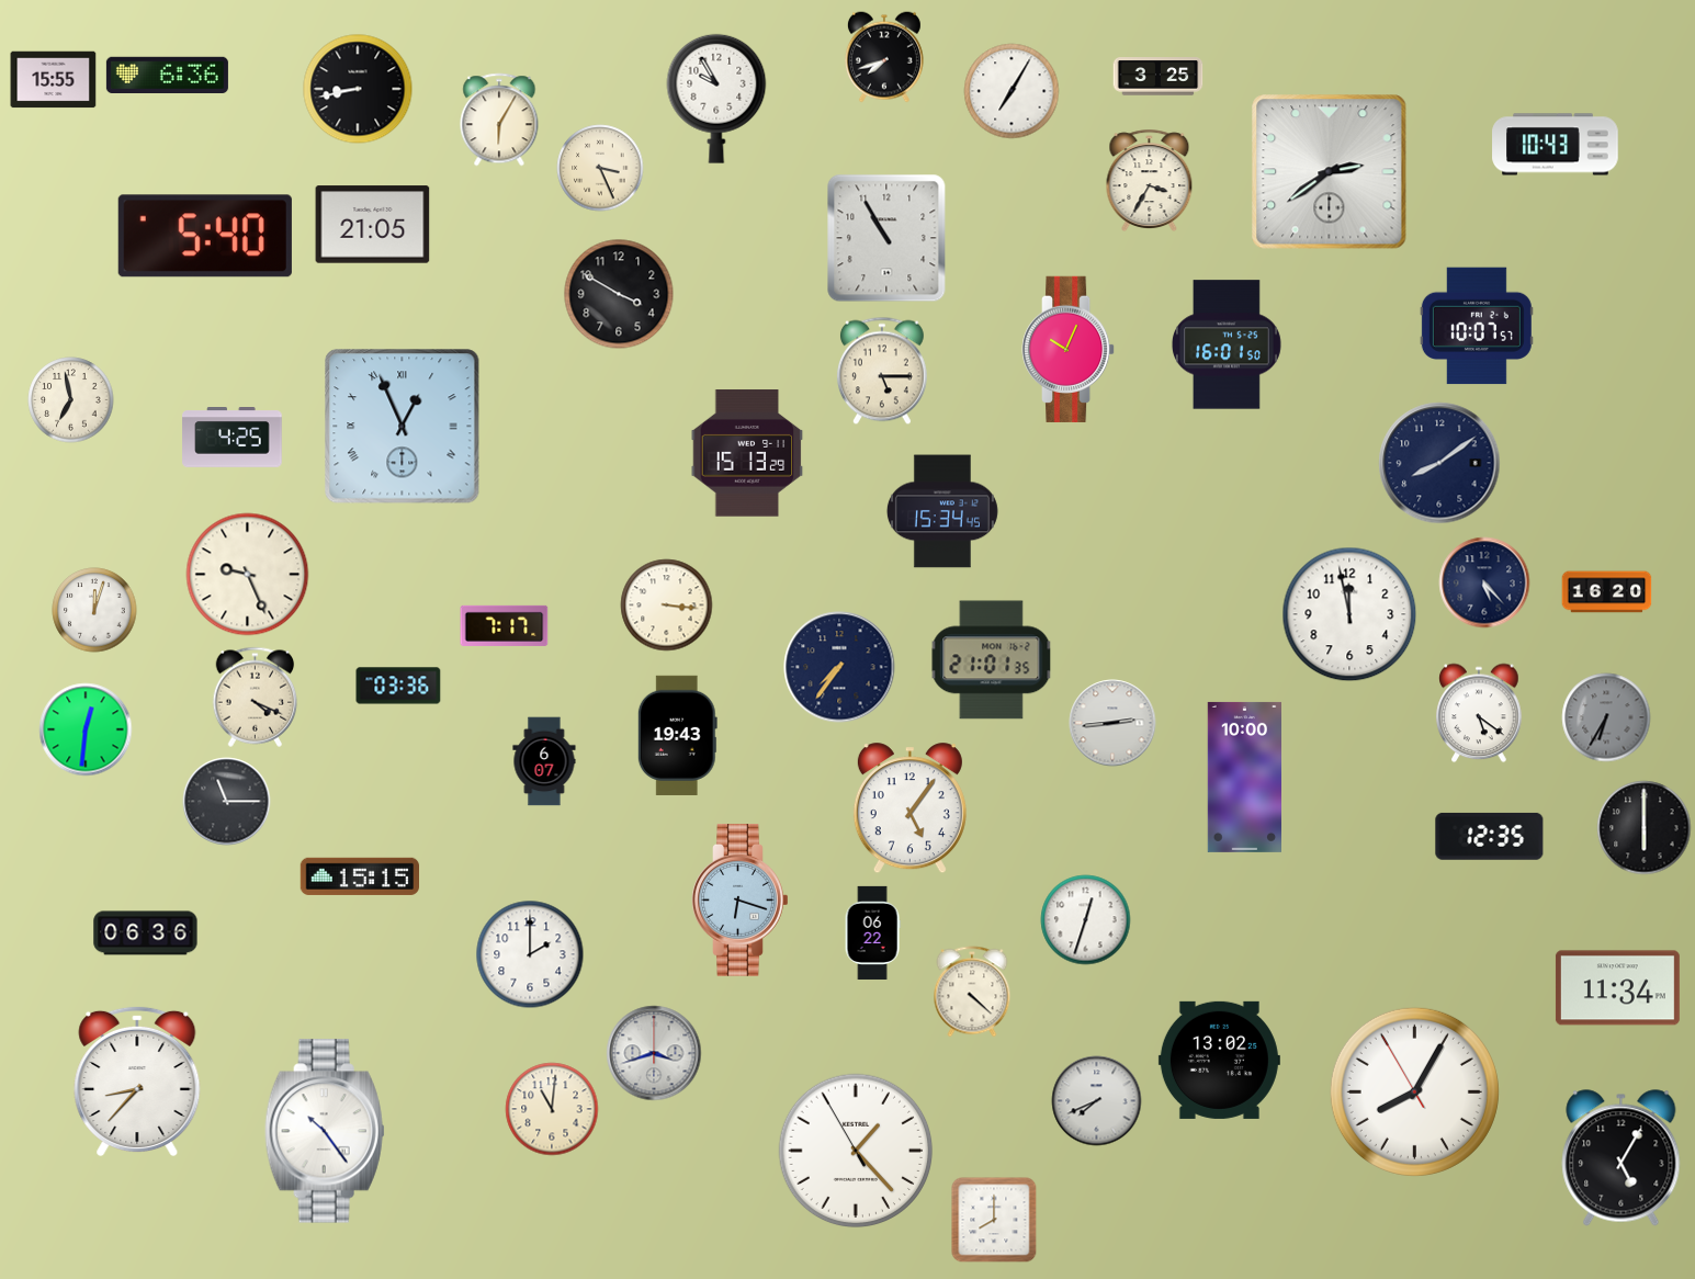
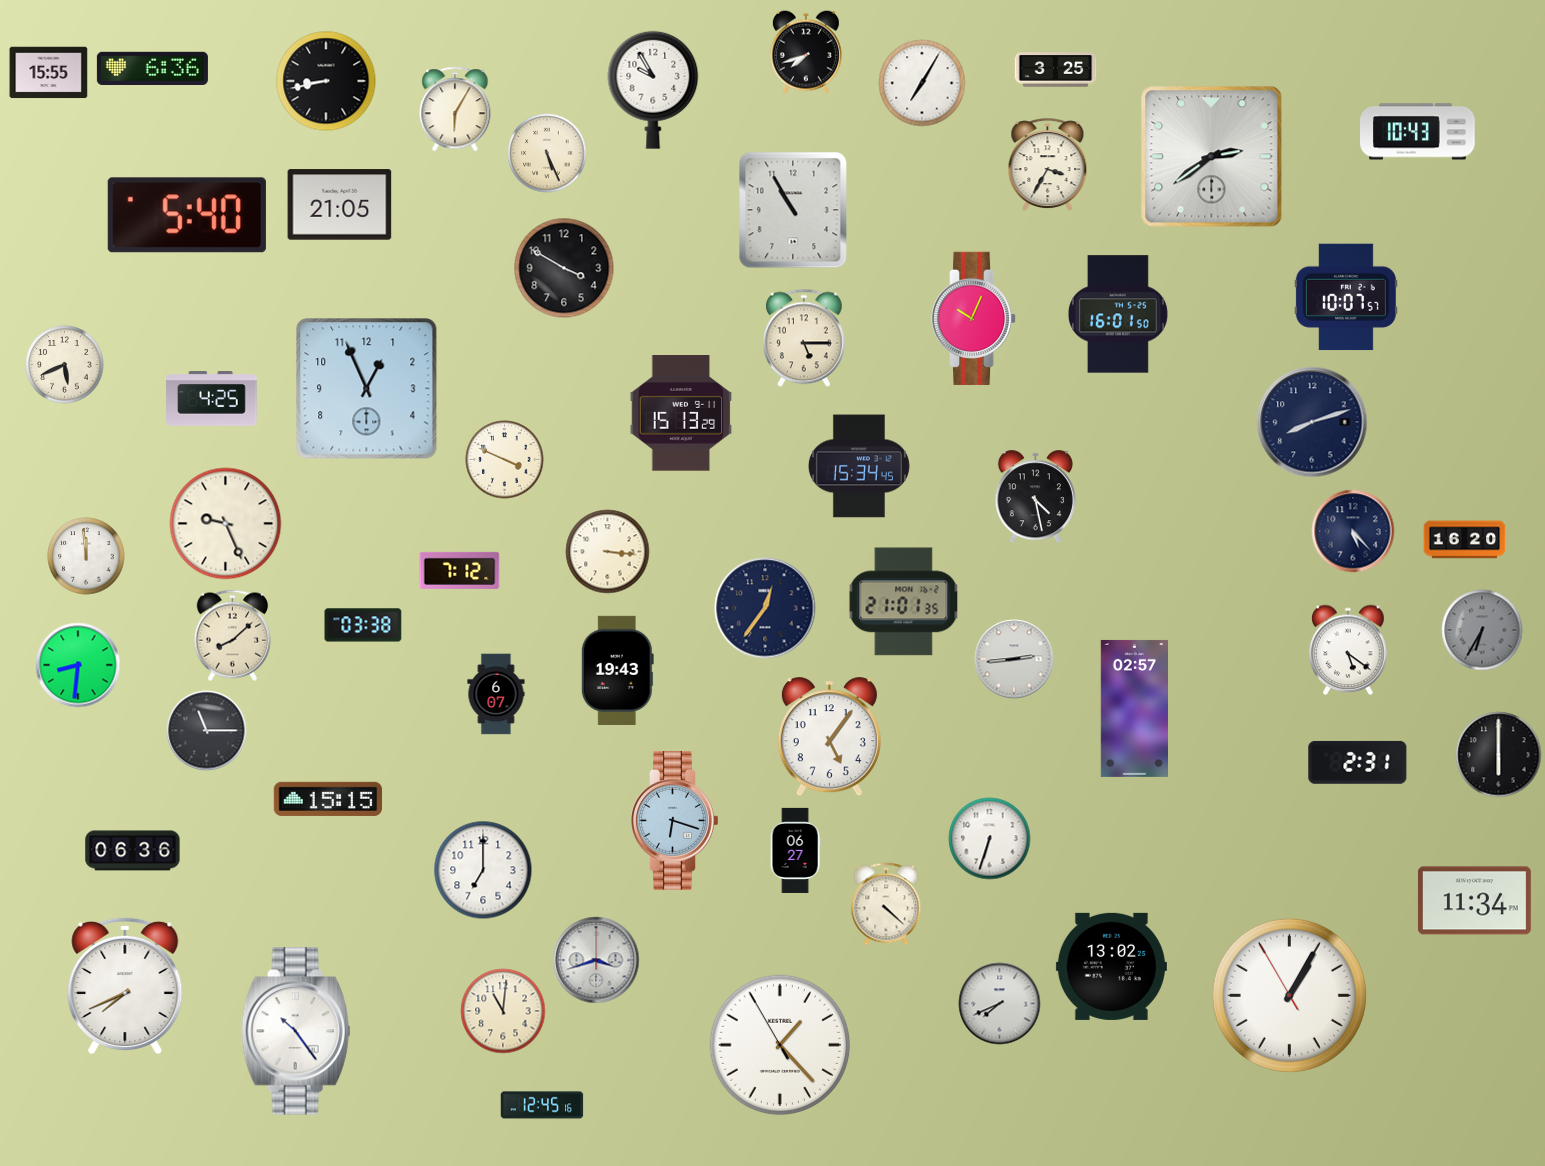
clock at (600, 168): 3:26 -> 5:26
clock at (886, 238) position: (886, 238) -> (793, 210)
clock at (71, 400): 6:58 -> 5:41
clock at (403, 427) numerals: Roman -> Arabic
clock at (1439, 463): 8:09 -> 8:12
clock at (505, 460): none -> 3:49
clock at (1035, 497): none -> 4:28
clock at (94, 610): 12:03 -> 11:59
clock at (1349, 614): 11:58 -> none
clock at (505, 625): 7:17 -> 7:12
clock at (839, 667): 7:36 -> 12:36
clock at (398, 686): 03:36 -> 03:38
clock at (256, 697): 4:19 -> 8:08
clock at (1606, 717) position: (1606, 717) -> (1482, 630)
clock at (86, 729): 12:31 -> 8:31
clock at (1244, 777): 10:00 -> 02:57
clock at (1490, 836): 12:35 -> 2:31
clock at (1086, 920): 12:33 -> 6:33
clock at (872, 932): 06:22 -> 06:27
clock at (530, 954): 2:00 -> 7:00
clock at (137, 1082): 8:37 -> 7:41
clock at (1414, 1091): 8:04 -> 1:04
clock at (856, 1151) position: (856, 1151) -> (780, 1045)
clock at (1621, 1158): 5:05 -> none
clock at (542, 1105): none -> 12:45
clock at (994, 1220): 8:00 -> none
